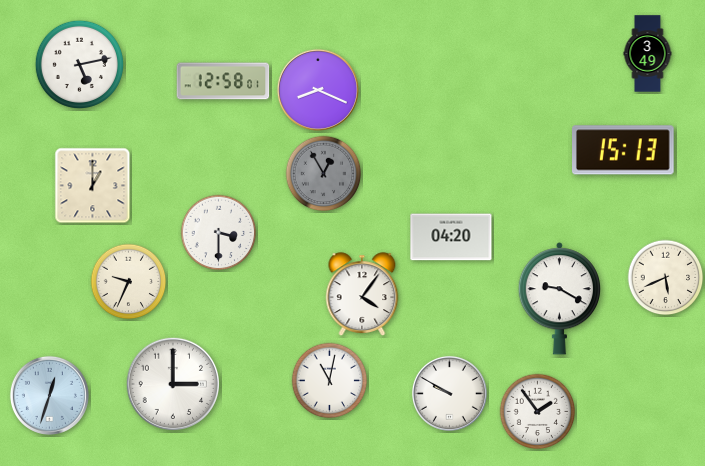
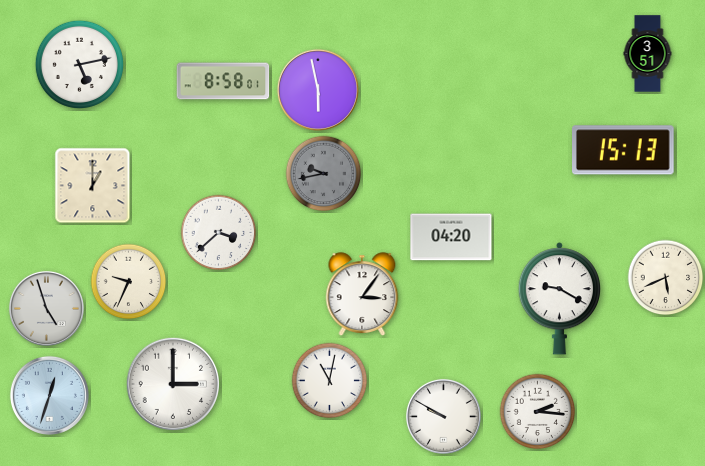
clock at (648, 54): 3:49 -> 3:51
clock at (223, 81): 12:58 -> 8:58
clock at (318, 90): 8:19 -> 5:58
clock at (324, 174): 12:55 -> 9:43
clock at (219, 233): 3:30 -> 3:38
clock at (362, 294): 4:06 -> 3:06
clock at (46, 308): none -> 4:57
clock at (449, 393) position: (449, 393) -> (443, 416)
clock at (538, 412): 1:54 -> 2:16
